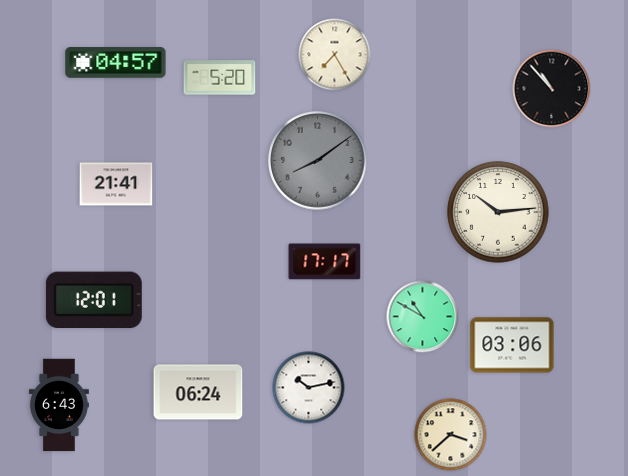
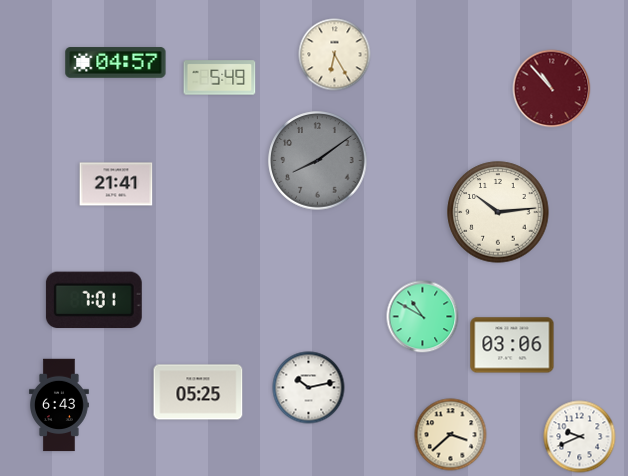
clock at (335, 55): 7:25 -> 6:25
clock at (220, 78): 5:20 -> 5:49
clock at (552, 89) dial: black -> burgundy
clock at (325, 262): 17:17 -> none
clock at (94, 300): 12:01 -> 7:01
clock at (198, 392): 06:24 -> 05:25
clock at (580, 437): none -> 9:41
